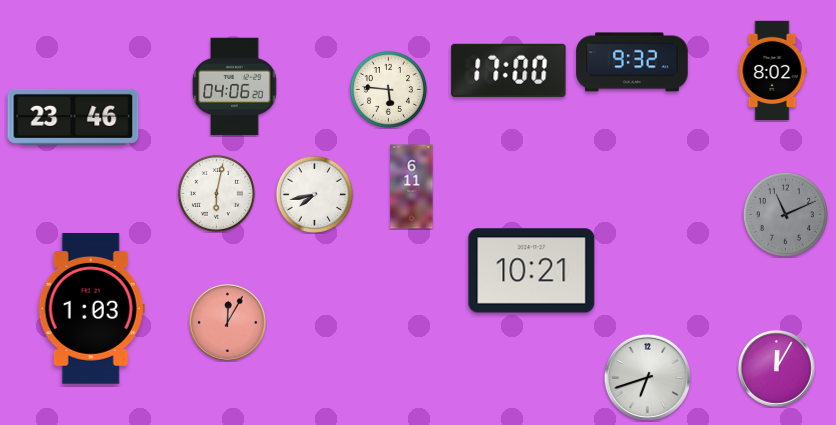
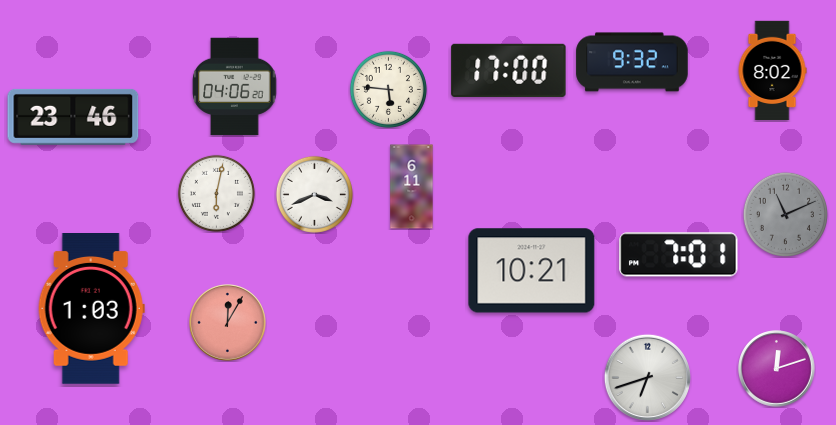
clock at (314, 194): 7:43 -> 3:41
clock at (679, 255): none -> 7:01
clock at (777, 369): 12:05 -> 12:12
